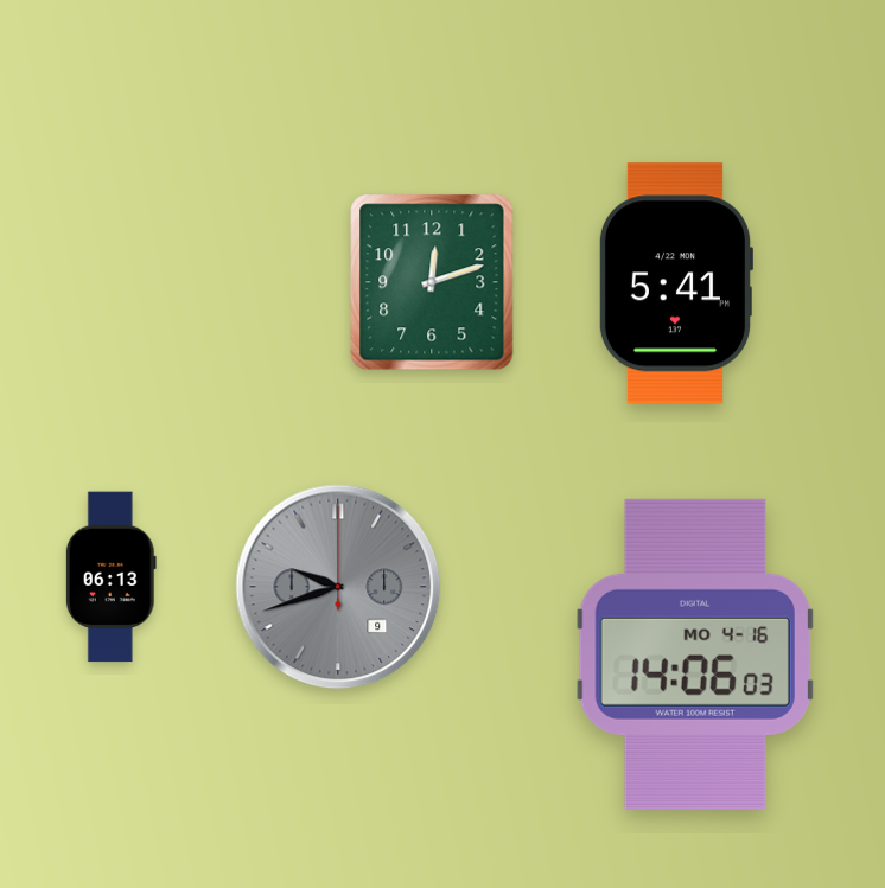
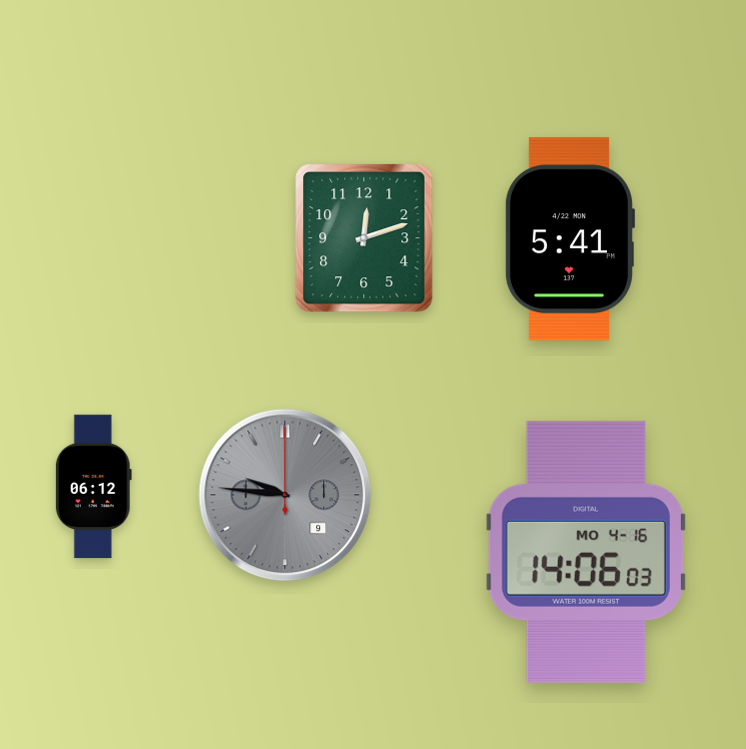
clock at (110, 577): 06:13 -> 06:12
clock at (338, 587): 9:42 -> 9:46
